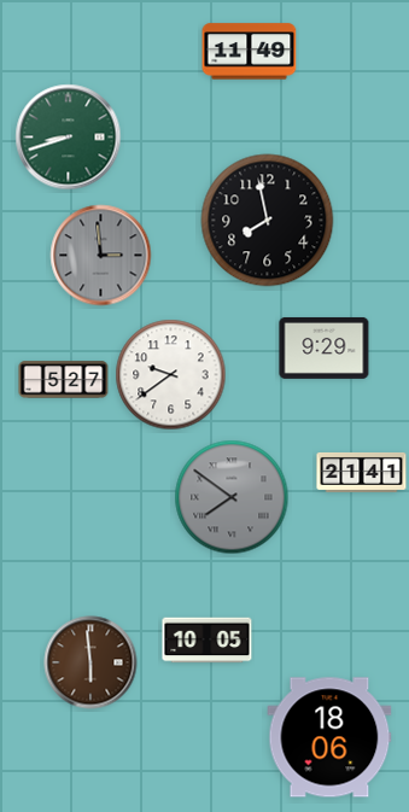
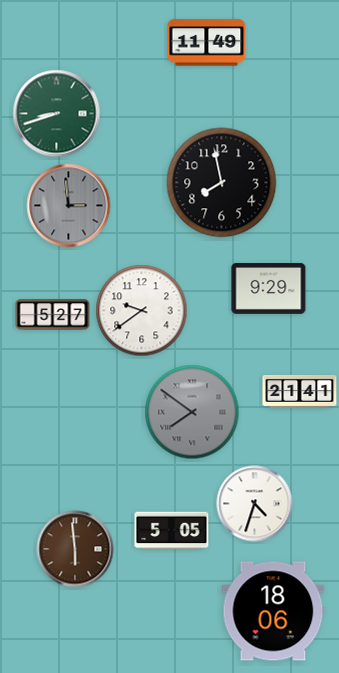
clock at (101, 256) position: (101, 256) -> (69, 206)
clock at (255, 504): none -> 4:33
clock at (208, 641): 10:05 -> 5:05
